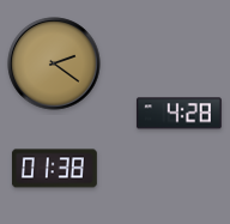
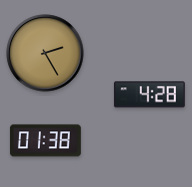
clock at (54, 63): 2:21 -> 2:25
